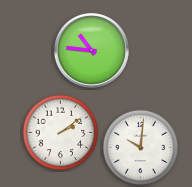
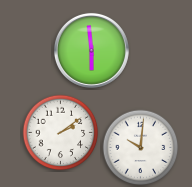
clock at (91, 50): 10:46 -> 5:59
